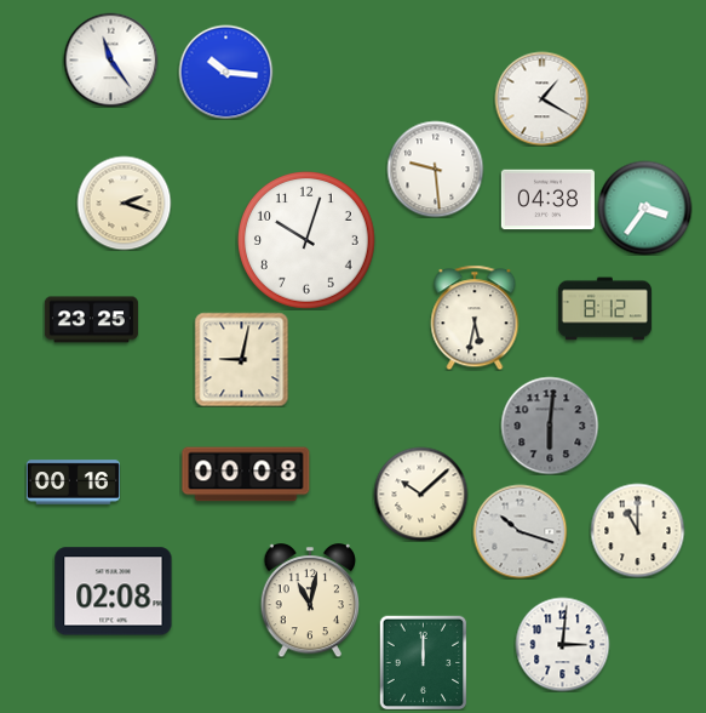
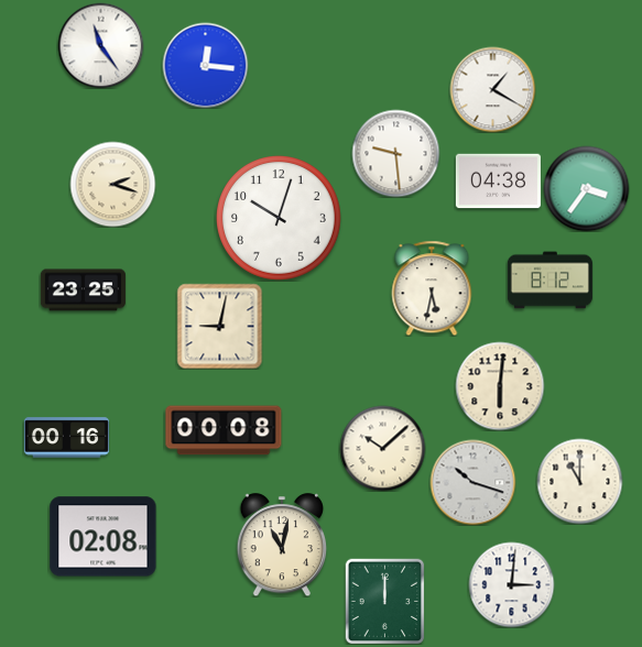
clock at (110, 59) position: (110, 59) -> (100, 45)
clock at (225, 72): 10:16 -> 12:16
clock at (550, 426) dial: grey -> cream
